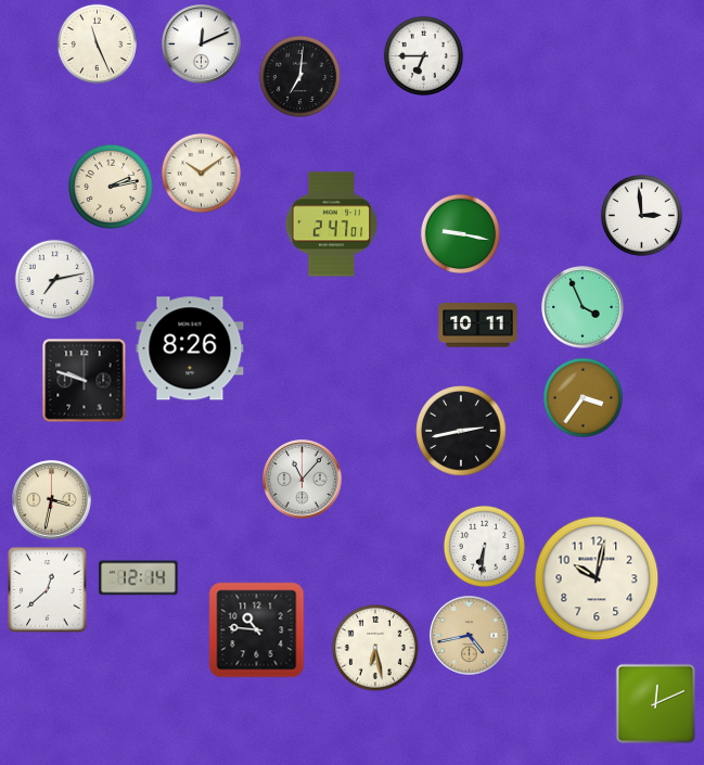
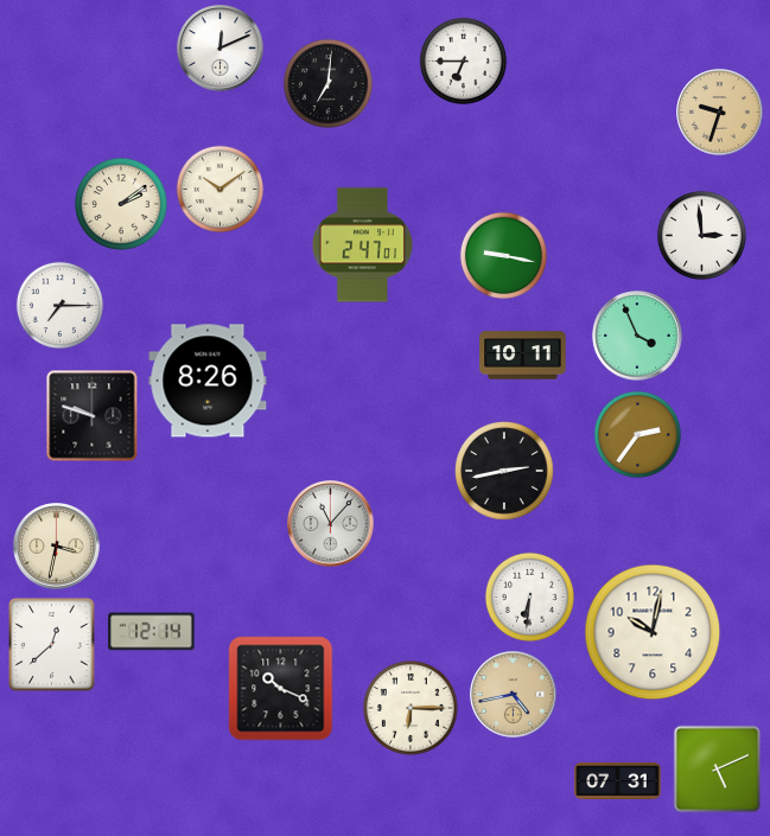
clock at (97, 43): 11:26 -> none
clock at (720, 113): none -> 9:33
clock at (111, 187): 2:13 -> 2:09
clock at (54, 279): 7:13 -> 7:15
clock at (583, 397): 3:36 -> 2:36
clock at (257, 630): 10:46 -> 10:19
clock at (375, 648): 6:28 -> 6:15
clock at (656, 704): 12:11 -> 5:11
clock at (618, 780): none -> 07:31
